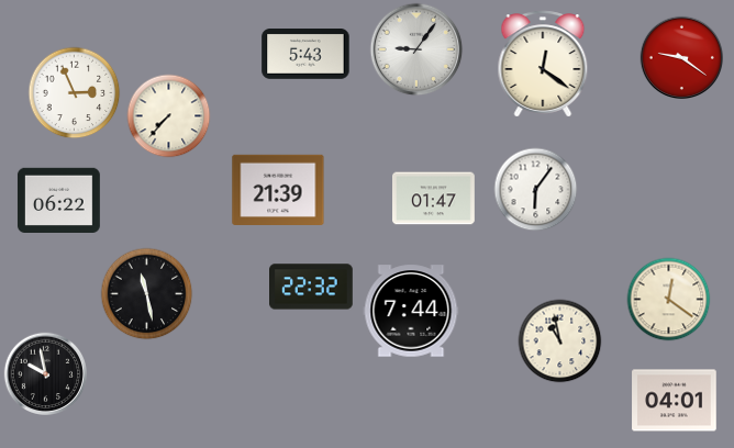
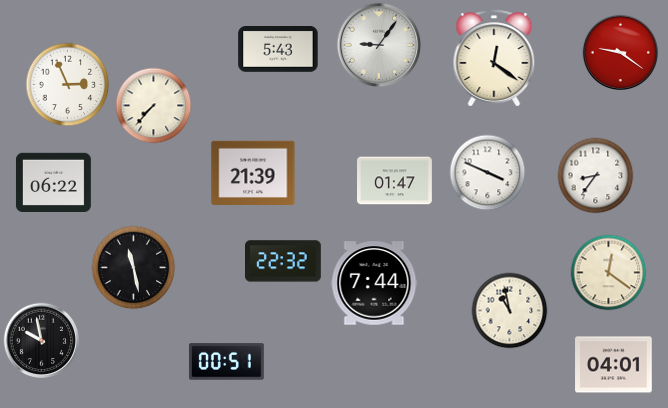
clock at (536, 190): 6:06 -> 3:49
clock at (596, 176): none -> 8:36
clock at (226, 362): none -> 00:51
